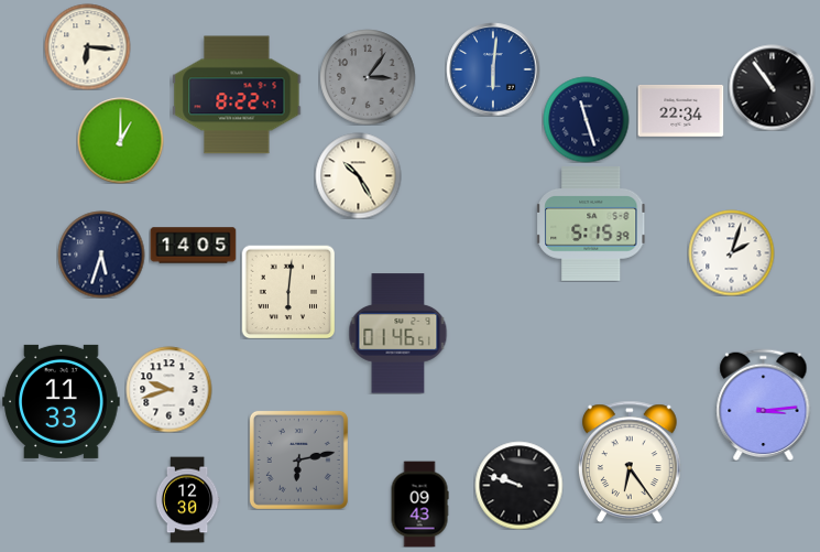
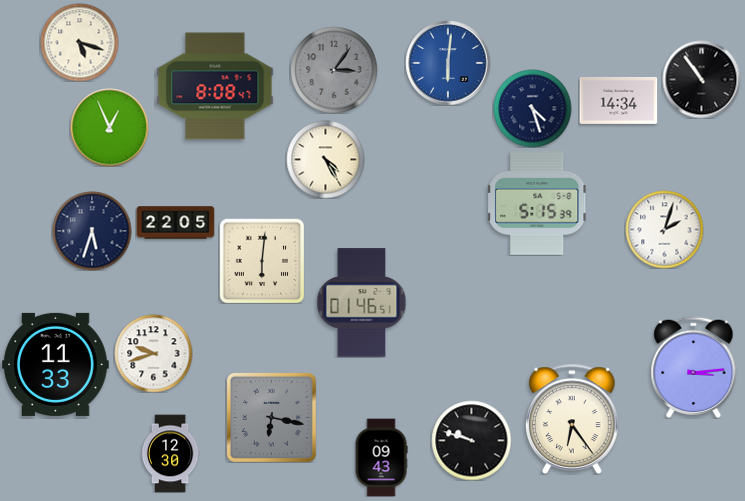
clock at (87, 46): 6:16 -> 5:18
clock at (237, 95): 8:22 -> 8:08
clock at (680, 110): 22:34 -> 14:34
clock at (586, 119): 11:27 -> 4:27
clock at (120, 140): 1:00 -> 12:56
clock at (358, 175): 10:25 -> 4:25
clock at (193, 246): 14:05 -> 22:05
clock at (288, 292) position: (288, 292) -> (262, 261)
clock at (298, 459): 6:13 -> 6:17
